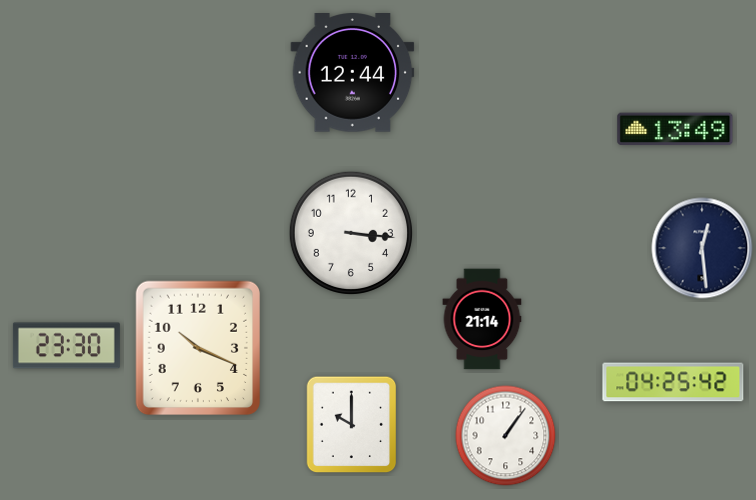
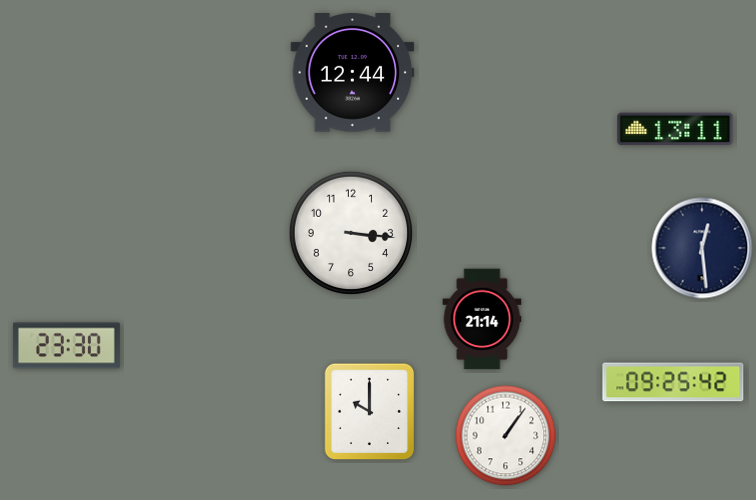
clock at (675, 129): 13:49 -> 13:11
clock at (198, 348): 10:19 -> none
clock at (673, 382): 04:25 -> 09:25
clock at (352, 425) position: (352, 425) -> (370, 412)
